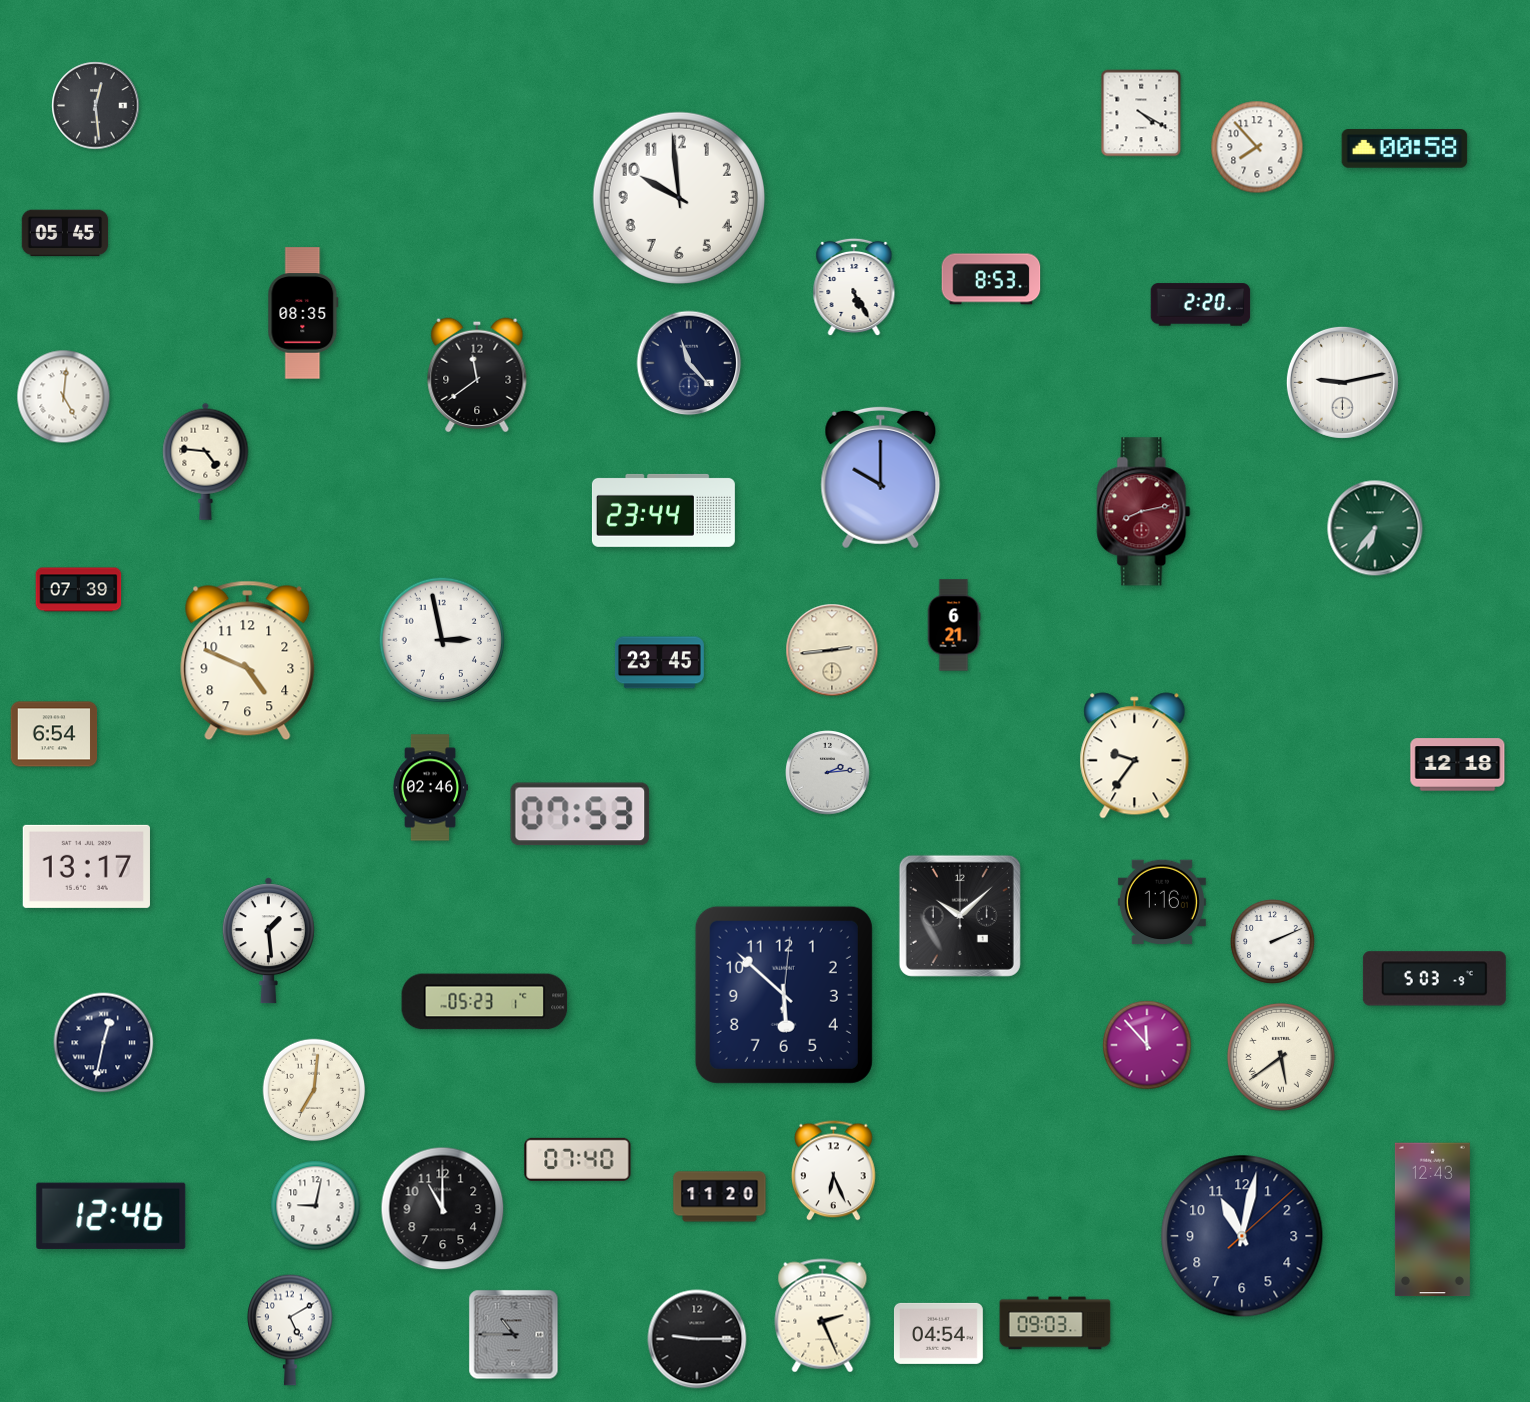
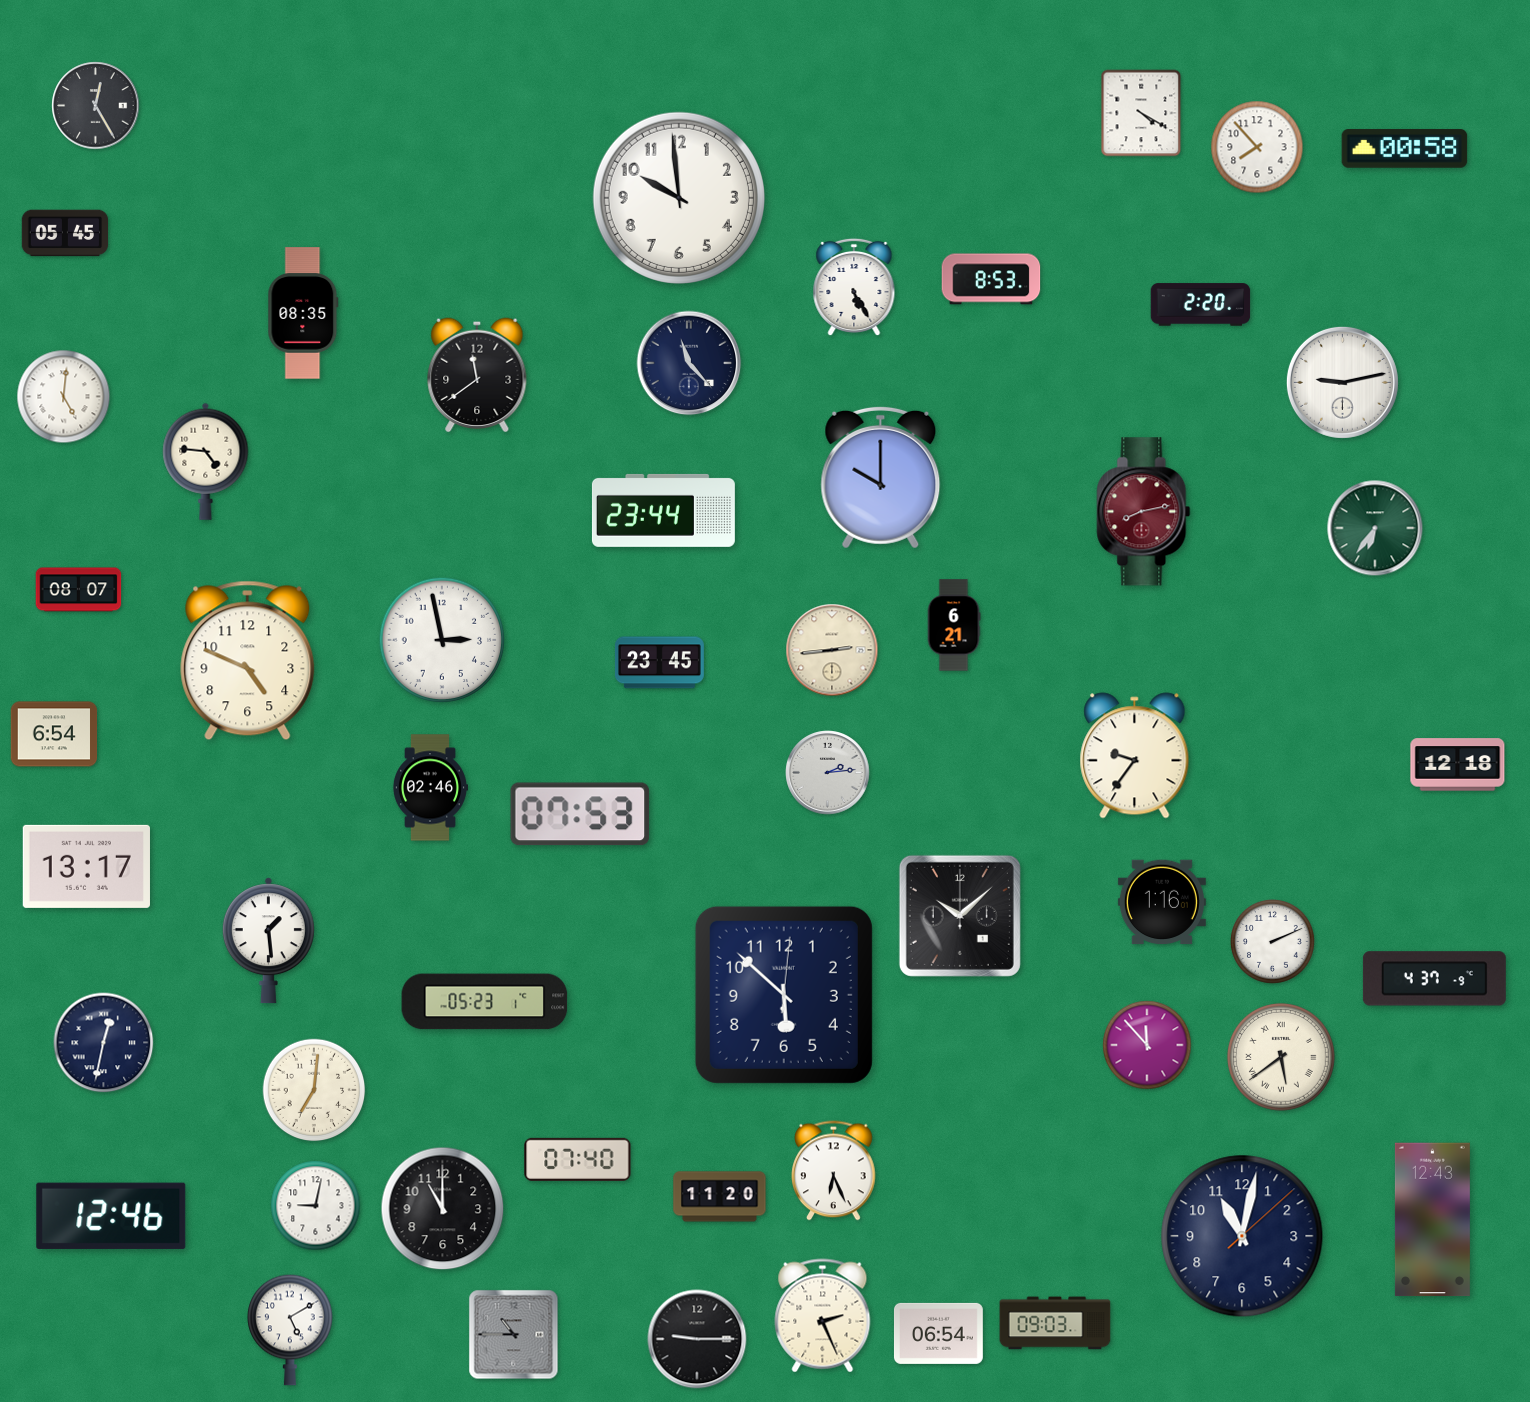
clock at (96, 106): 12:29 -> 12:25
clock at (79, 590): 07:39 -> 08:07
clock at (1434, 979): 5:03 -> 4:37
clock at (938, 1333): 04:54 -> 06:54
